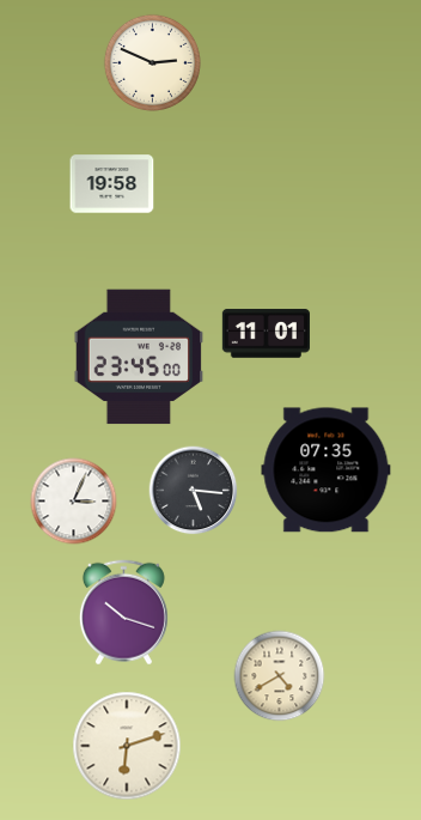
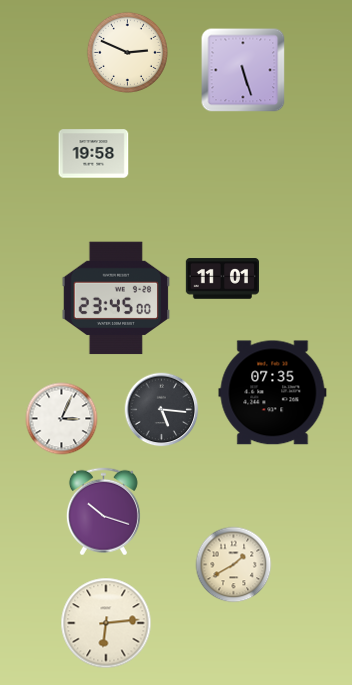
clock at (243, 70): none -> 5:27
clock at (280, 676): 4:40 -> 1:40
clock at (127, 746): 6:12 -> 6:14
